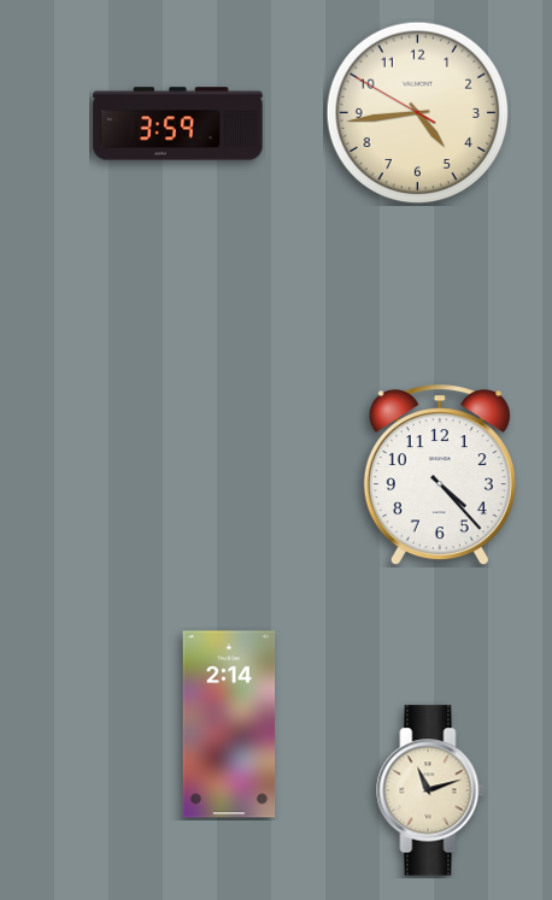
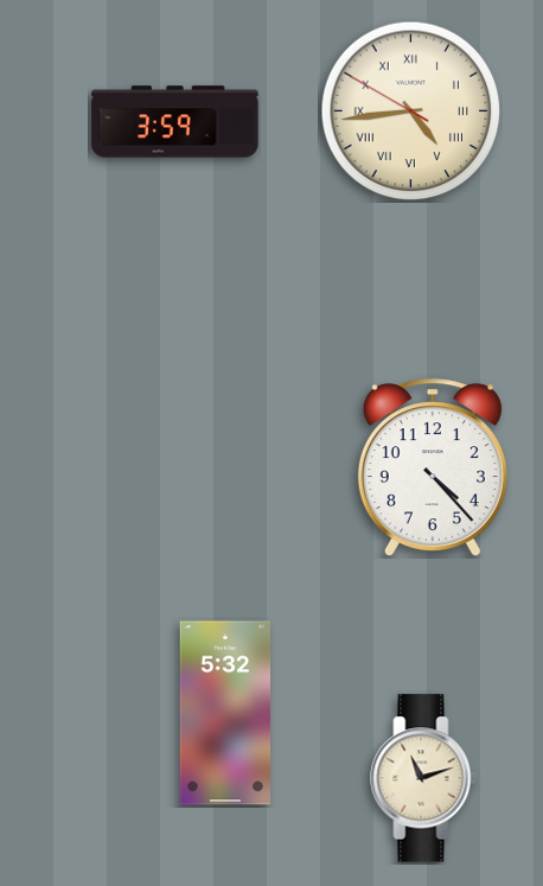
clock at (418, 113) numerals: Arabic -> Roman
clock at (229, 724): 2:14 -> 5:32
